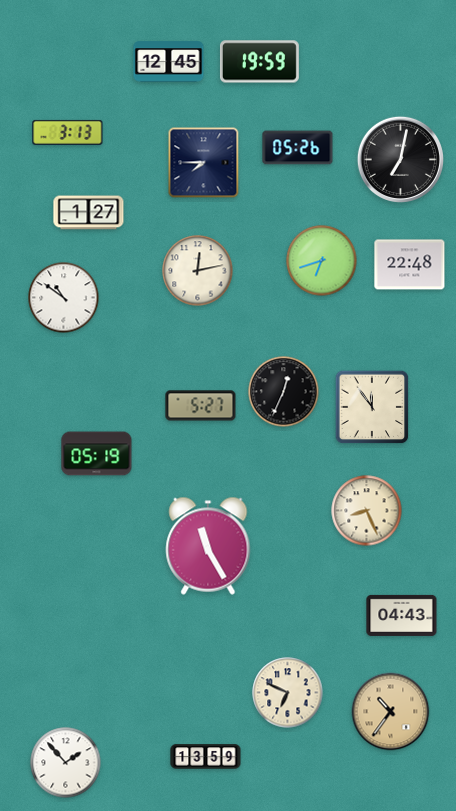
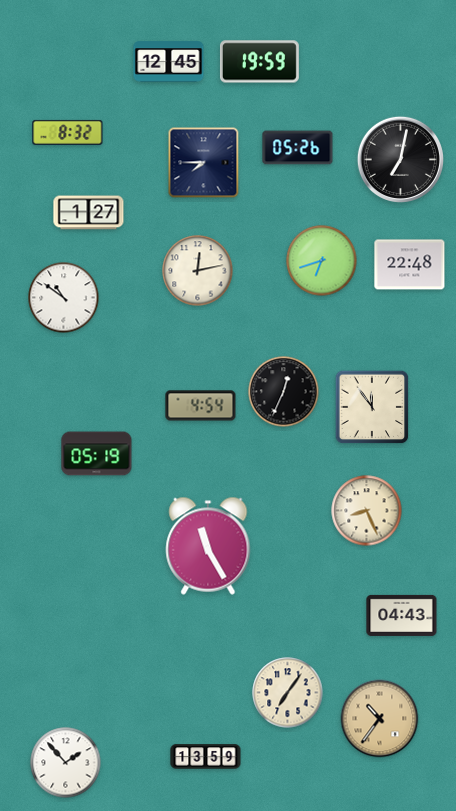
clock at (68, 132): 3:13 -> 8:32
clock at (201, 406): 5:27 -> 4:54
clock at (288, 693): 6:49 -> 7:06
clock at (391, 712) position: (391, 712) -> (380, 719)
